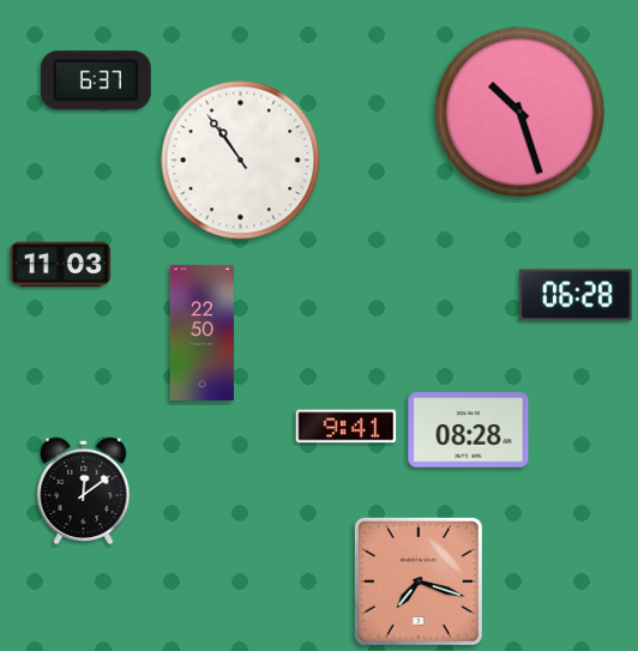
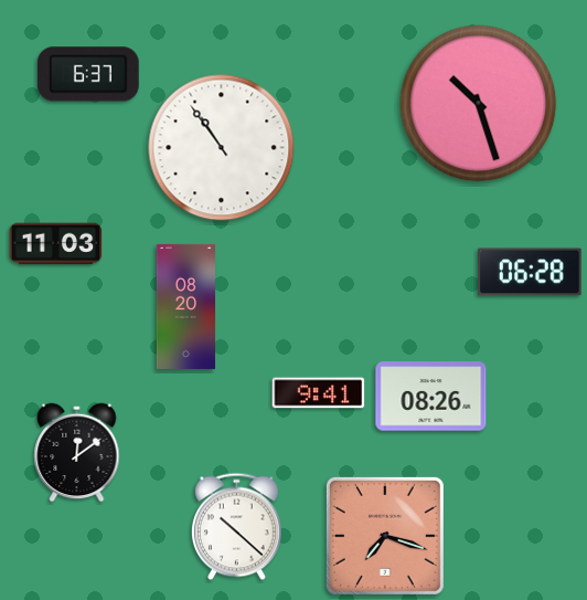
clock at (201, 332): 22:50 -> 08:20
clock at (469, 430): 08:28 -> 08:26
clock at (236, 527): none -> 10:22
